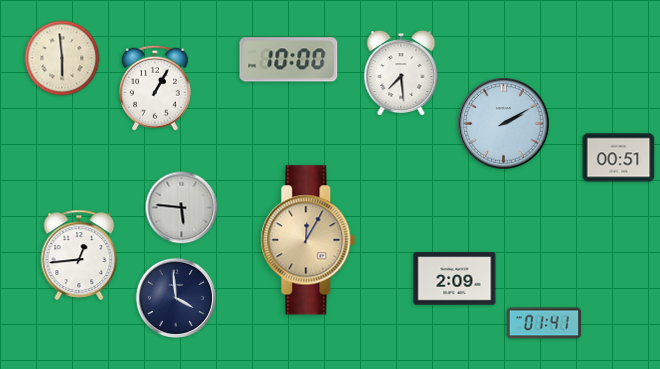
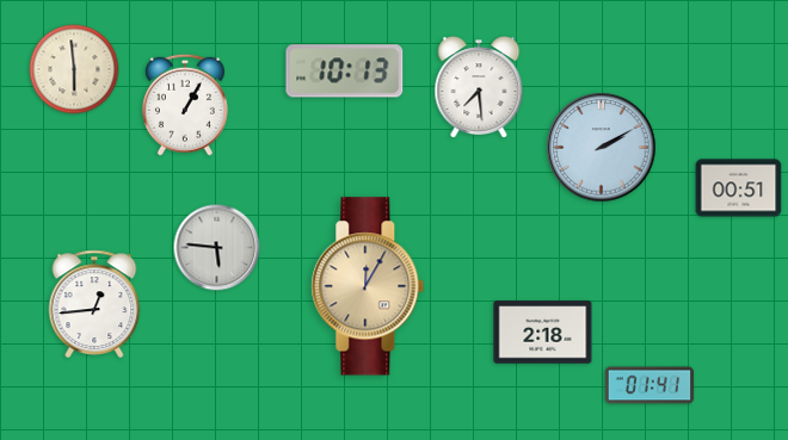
clock at (289, 60): 10:00 -> 10:13
clock at (455, 279): 2:09 -> 2:18
clock at (175, 297): 3:59 -> none
